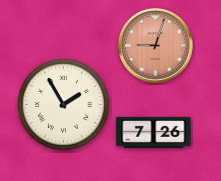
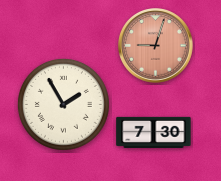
clock at (154, 132): 7:26 -> 7:30
